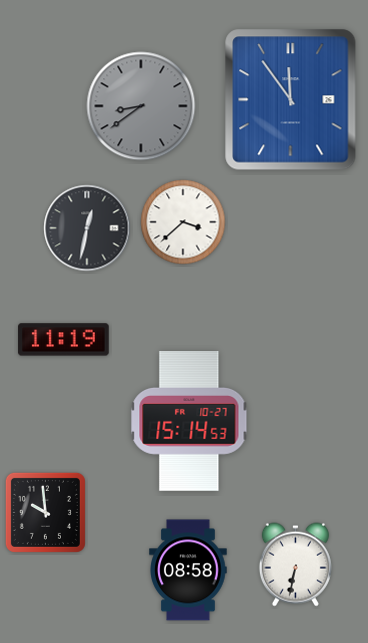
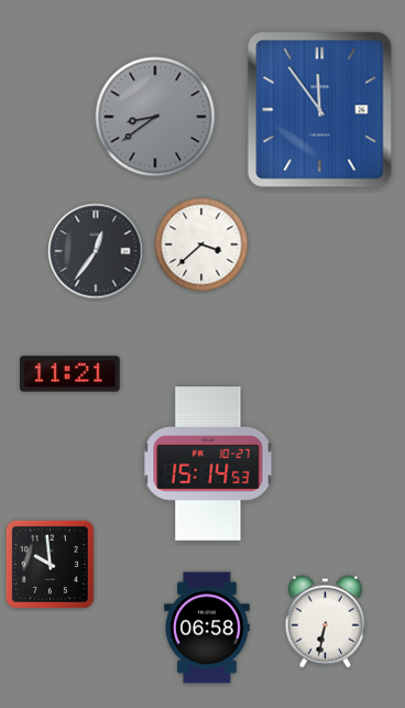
clock at (87, 228): 12:32 -> 12:36
clock at (64, 340): 11:19 -> 11:21
clock at (188, 570): 08:58 -> 06:58
